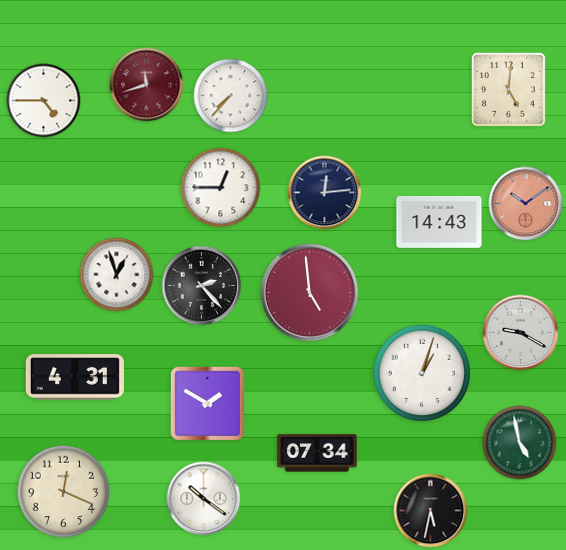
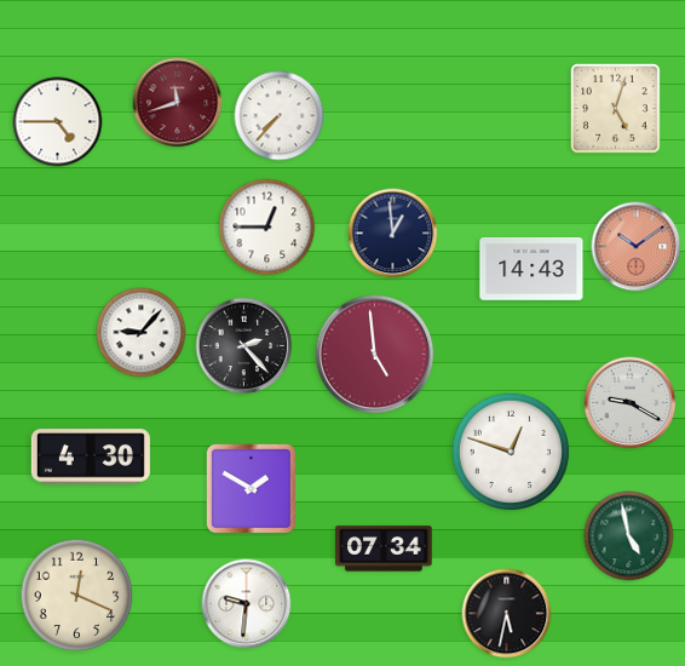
clock at (509, 90): 5:01 -> 5:03
clock at (44, 101) position: (44, 101) -> (58, 122)
clock at (325, 193): 12:14 -> 12:59
clock at (117, 275): 12:57 -> 9:07
clock at (421, 372): 1:03 -> 12:48
clock at (75, 377): 4:31 -> 4:30
clock at (204, 499): 10:21 -> 9:31
clock at (431, 511) position: (431, 511) -> (507, 614)
